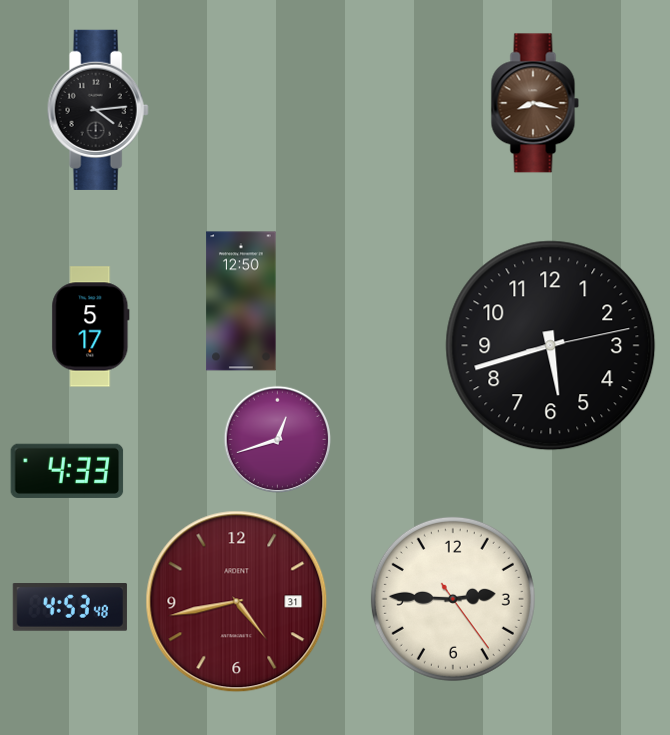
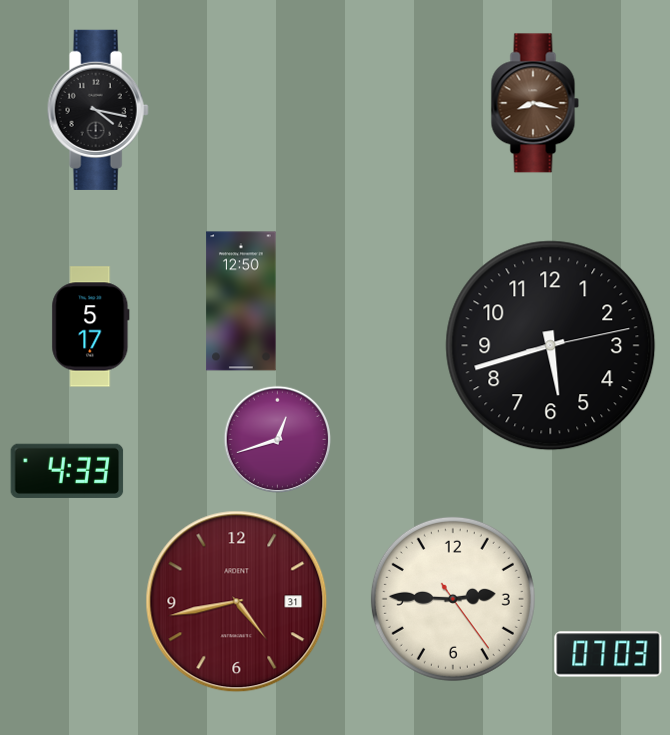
clock at (98, 110): 4:14 -> 4:17
clock at (70, 608): 4:53 -> none
clock at (608, 654): none -> 07:03
